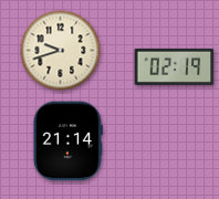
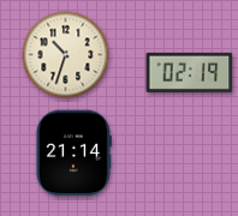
clock at (61, 51): 9:42 -> 10:33
